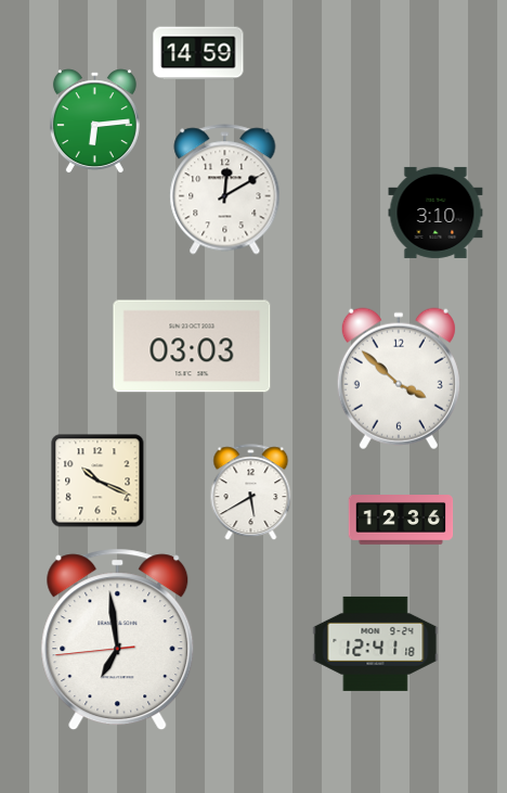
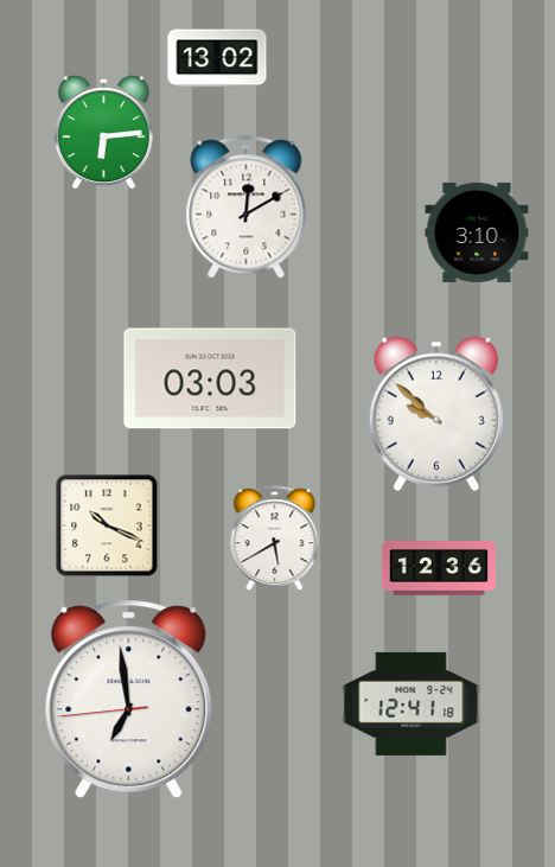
clock at (198, 53): 14:59 -> 13:02
clock at (399, 379): 3:52 -> 9:52
